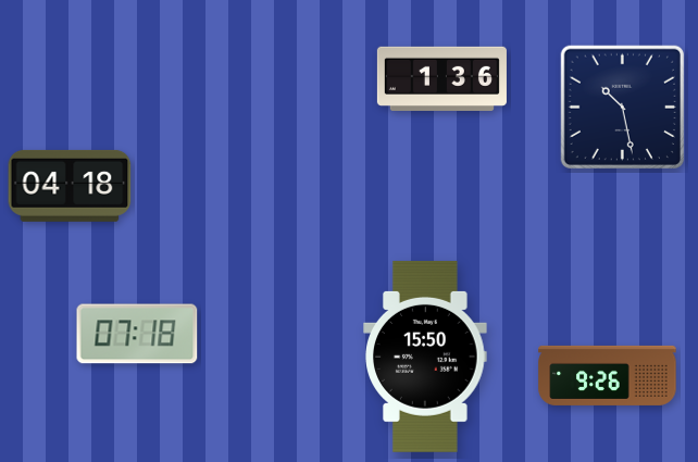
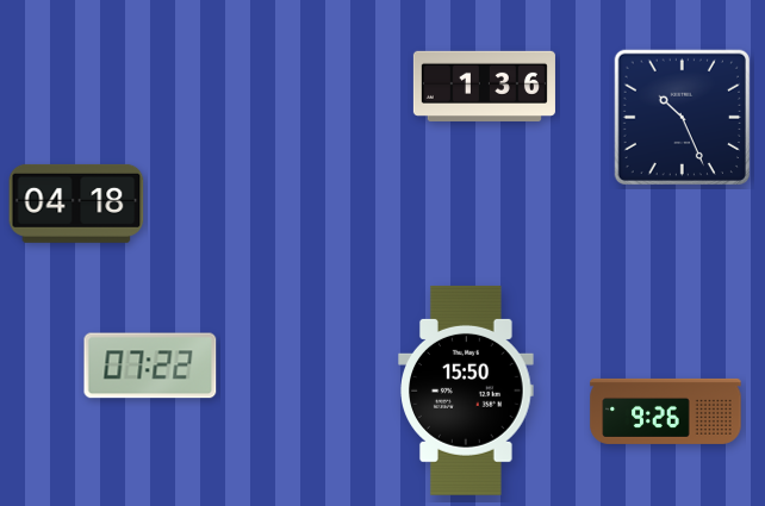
clock at (622, 107): 10:28 -> 10:26
clock at (137, 334): 07:18 -> 07:22
